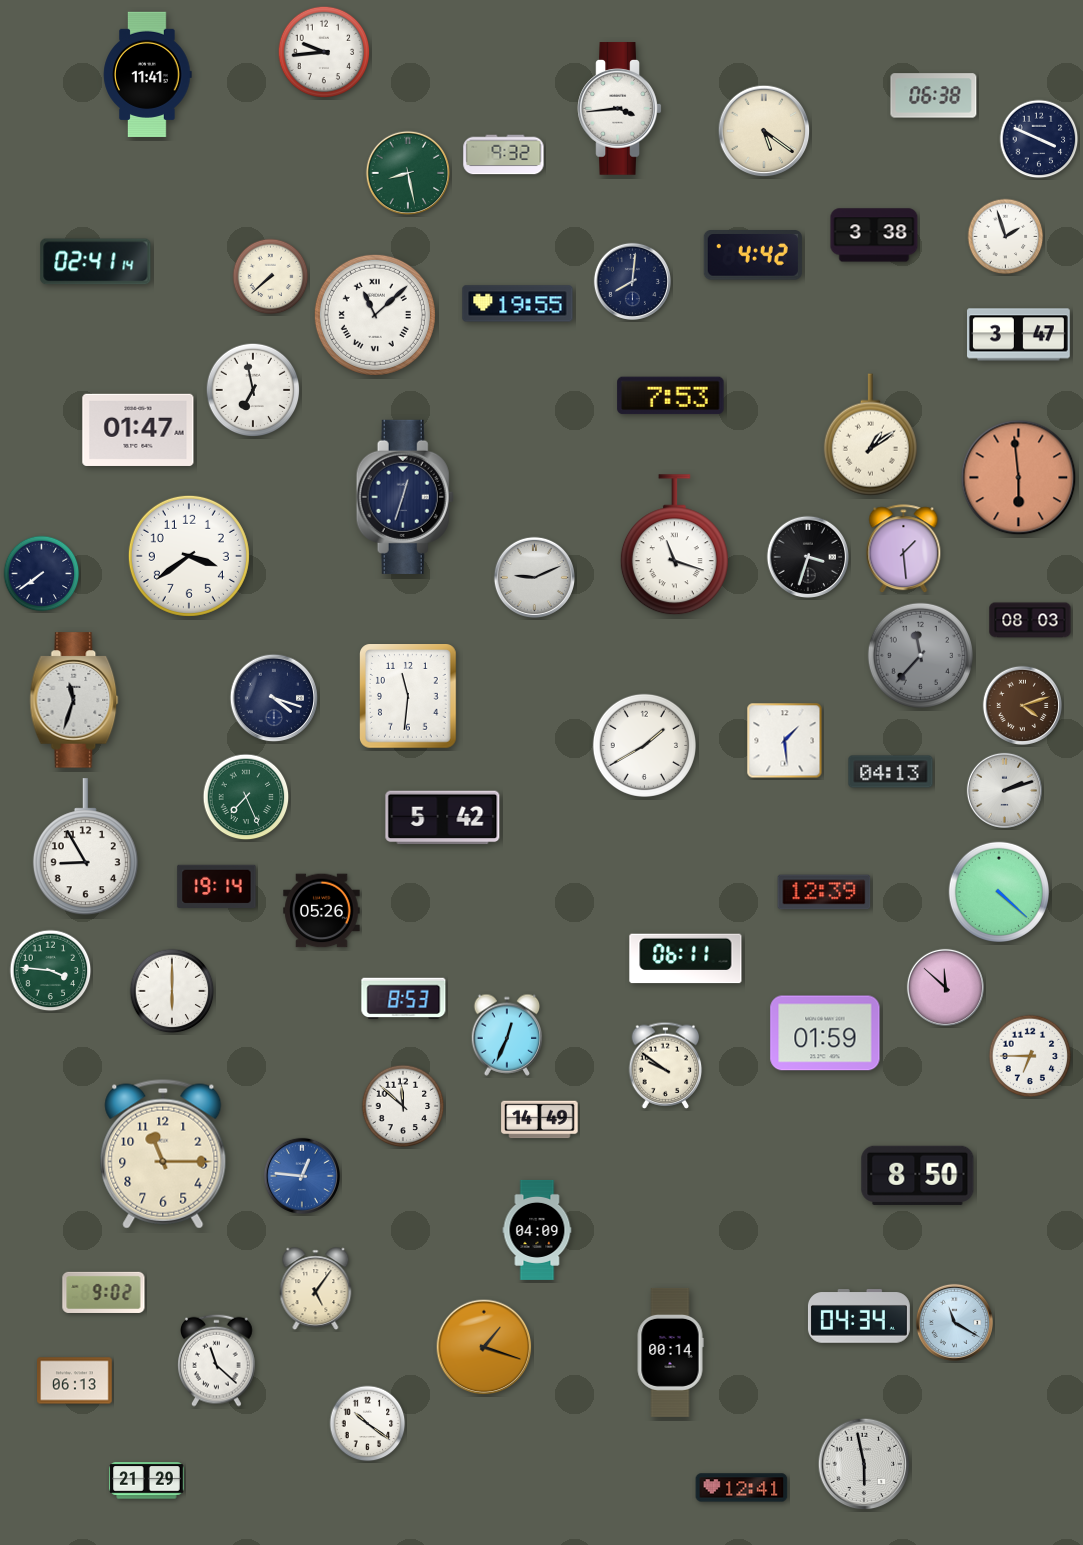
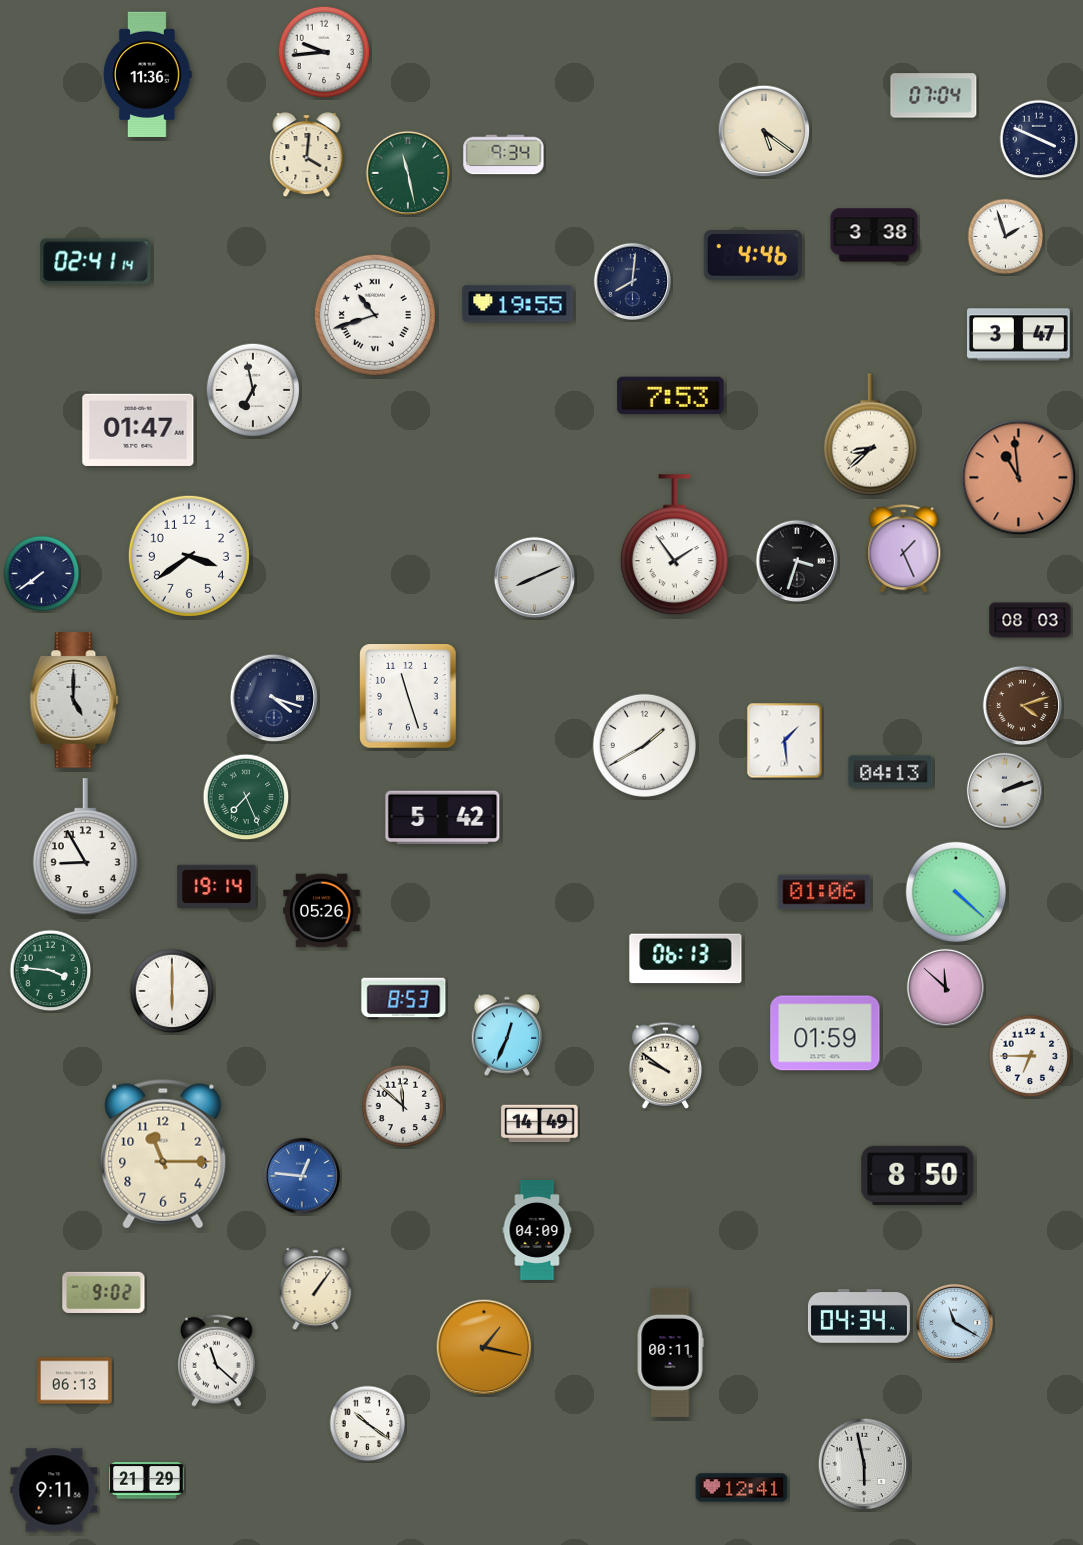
clock at (148, 74): 11:41 -> 11:36
clock at (934, 96): 06:38 -> 07:04
clock at (620, 109): 3:44 -> none
clock at (504, 155): 9:32 -> 9:34
clock at (307, 156): none -> 4:01
clock at (408, 173): 8:28 -> 11:28
clock at (753, 256): 4:42 -> 4:46
clock at (271, 277): 7:38 -> none
clock at (375, 315): 11:08 -> 10:42
clock at (870, 435): 1:09 -> 8:38
clock at (1019, 478): 5:59 -> 10:59
clock at (405, 497): 12:33 -> none
clock at (674, 545): 11:18 -> 1:54
clock at (904, 549): 1:29 -> 1:26
clock at (807, 556) position: (807, 556) -> (796, 560)
clock at (534, 577): 9:11 -> 8:11
clock at (920, 655): 11:37 -> none
clock at (409, 697): 11:31 -> 11:27
clock at (74, 700): 11:33 -> 5:00
clock at (998, 891) position: (998, 891) -> (955, 891)
clock at (824, 892): 12:39 -> 01:06
clock at (686, 959): 06:11 -> 06:13
clock at (540, 1120) position: (540, 1120) -> (540, 1124)
clock at (316, 1288): 5:06 -> 1:06
clock at (484, 1347): 1:18 -> 1:17
clock at (670, 1352): 00:14 -> 00:11
clock at (54, 1490): none -> 9:11
